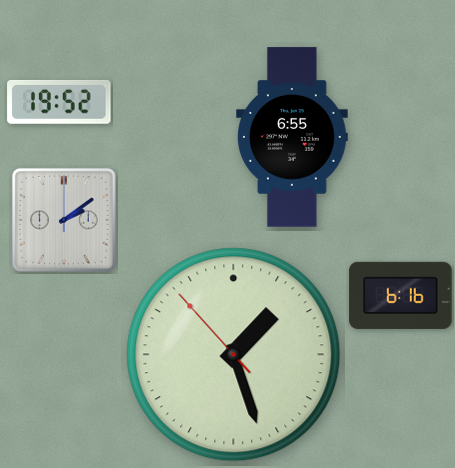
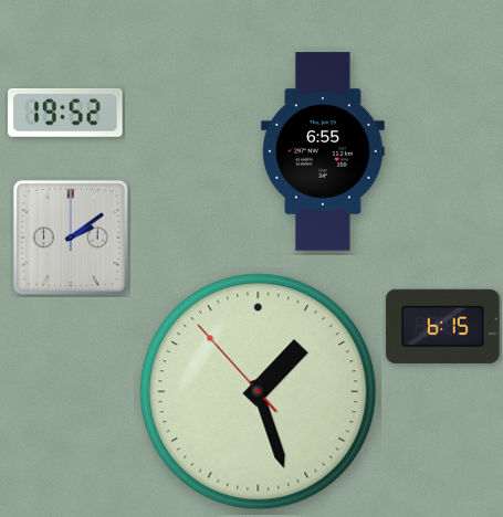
clock at (64, 220) position: (64, 220) -> (71, 238)
clock at (401, 295): 6:16 -> 6:15
